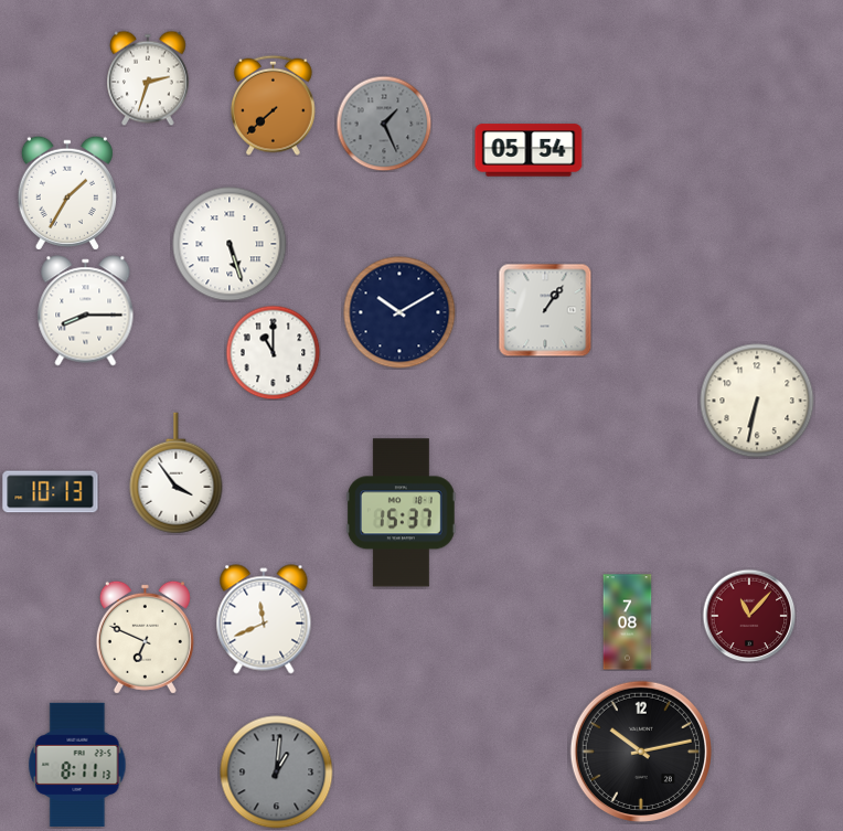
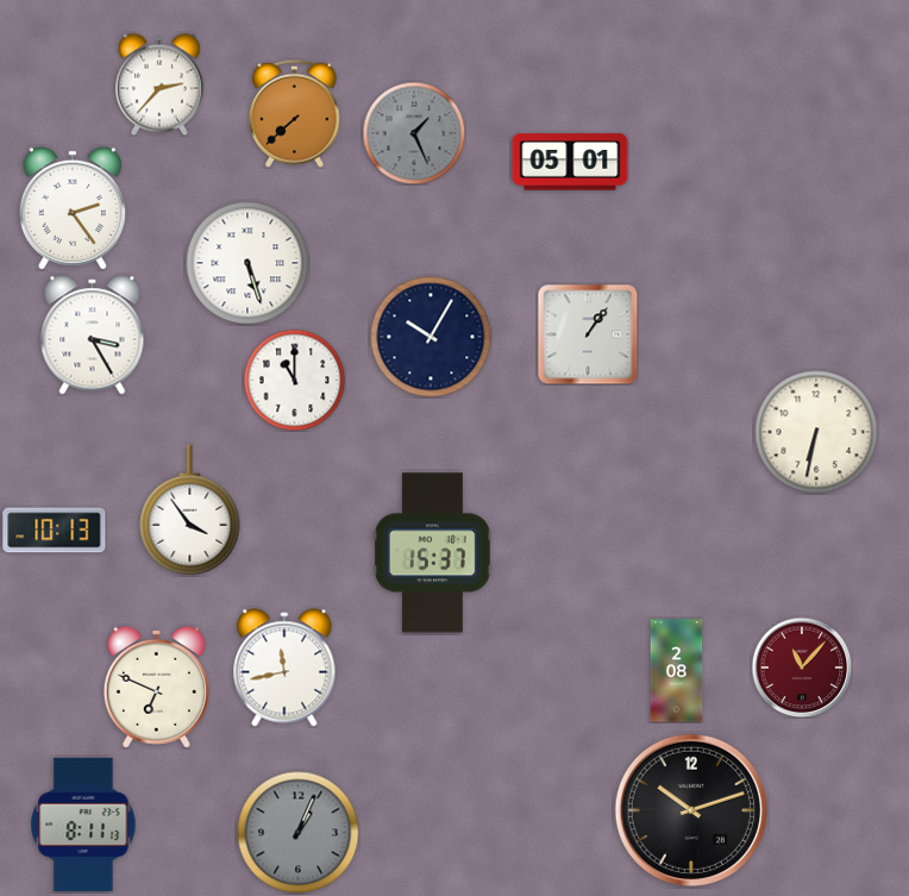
clock at (149, 78): 2:33 -> 2:37
clock at (529, 150): 05:54 -> 05:01
clock at (67, 193): 1:35 -> 2:24
clock at (86, 311): 8:15 -> 3:25
clock at (399, 312): 10:10 -> 10:05
clock at (749, 616) position: (749, 616) -> (802, 668)
clock at (264, 619): 11:41 -> 11:43
clock at (628, 622): 7:08 -> 2:08
clock at (641, 752): 10:13 -> 10:12
clock at (277, 773): 1:01 -> 1:04
